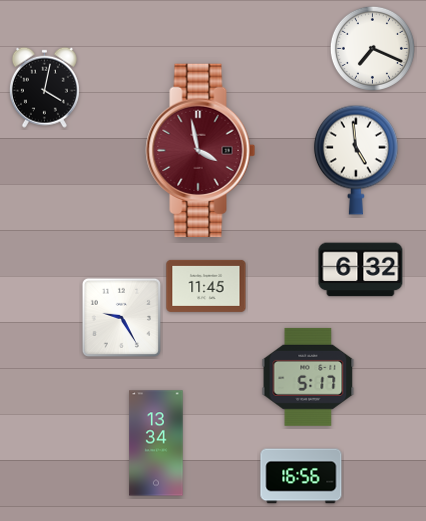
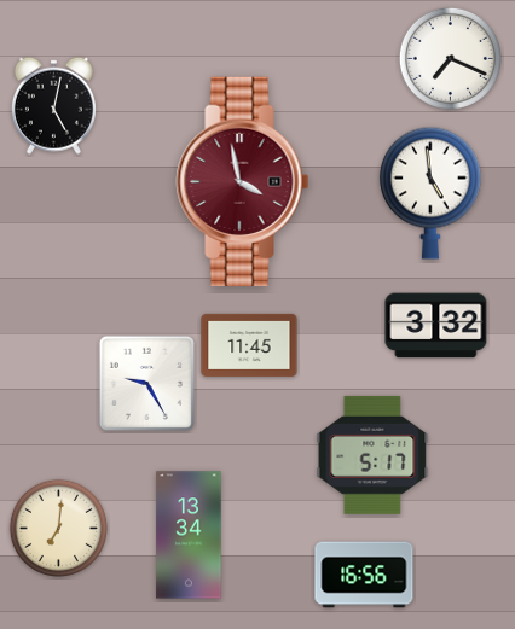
clock at (44, 87): 4:02 -> 5:02
clock at (361, 270): 6:32 -> 3:32
clock at (58, 528): none -> 7:01
